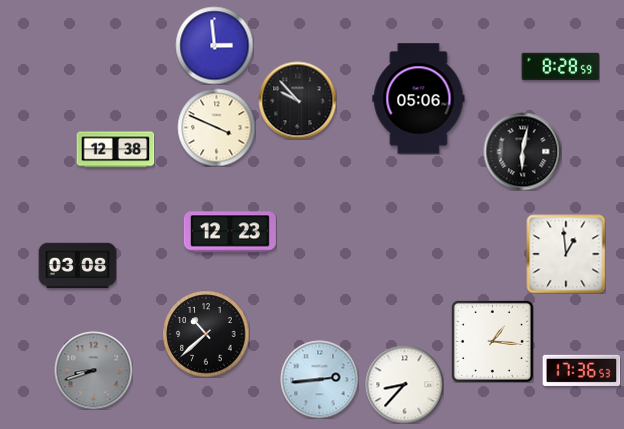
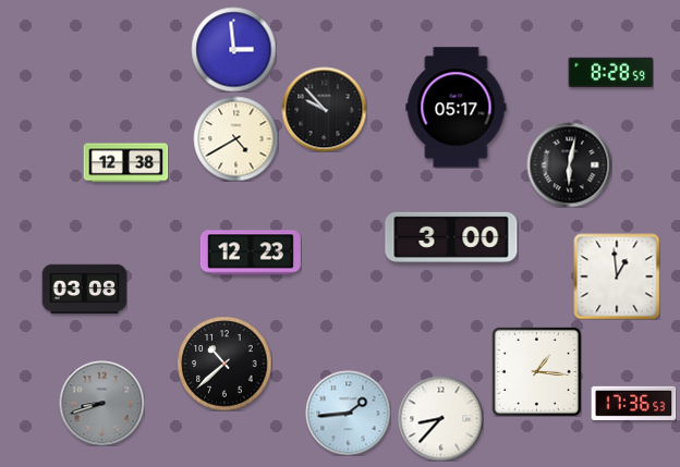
clock at (419, 99): 05:06 -> 05:17
clock at (216, 127): 3:49 -> 4:40
clock at (451, 237): none -> 3:00
clock at (319, 379): 2:44 -> 1:44
